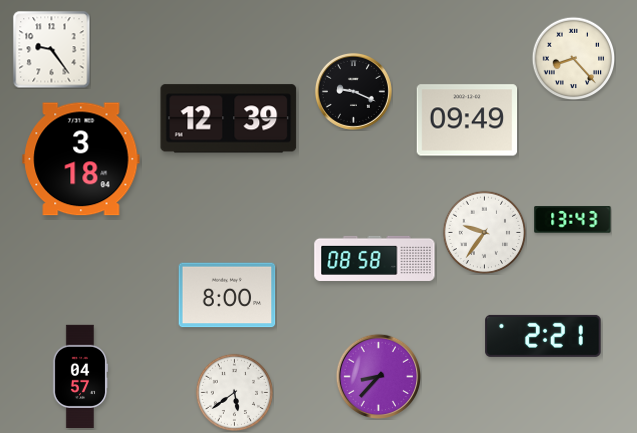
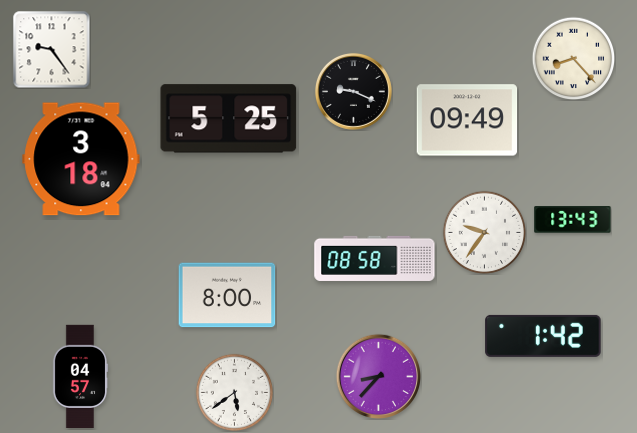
clock at (229, 119): 12:39 -> 5:25
clock at (543, 336): 2:21 -> 1:42
